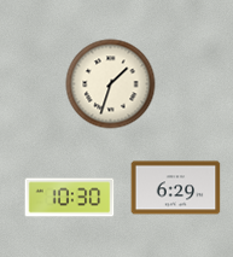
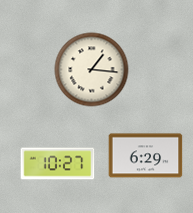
clock at (111, 84): 1:33 -> 1:16
clock at (70, 198): 10:30 -> 10:27
